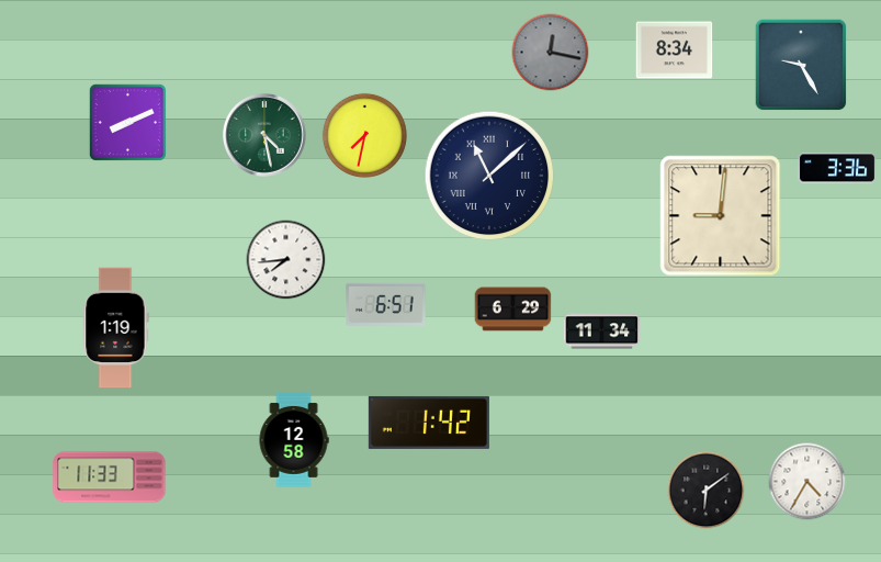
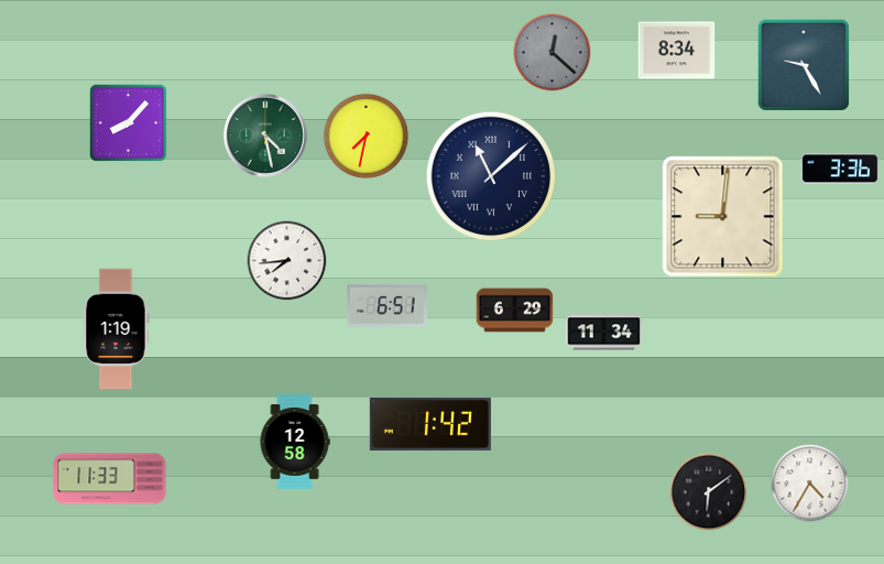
clock at (551, 53): 12:17 -> 12:22
clock at (127, 122): 8:11 -> 8:07
